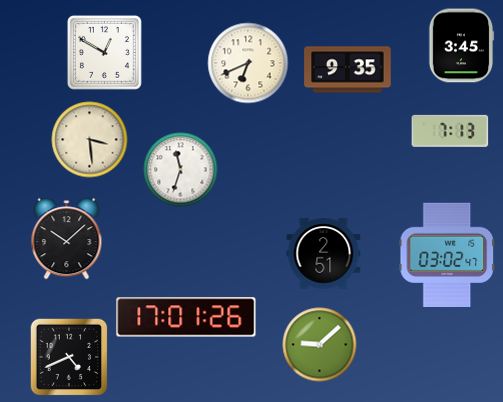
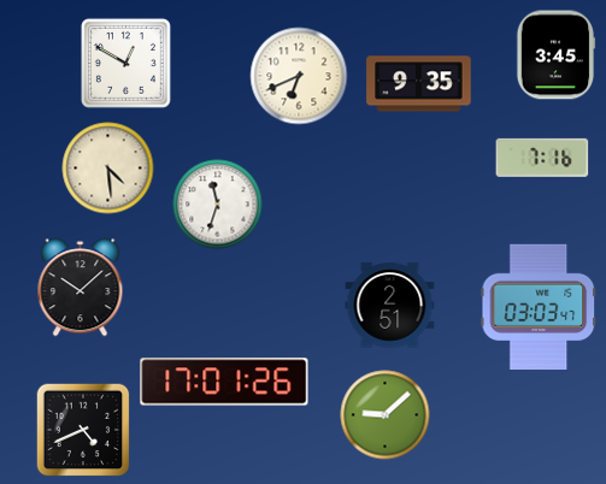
clock at (450, 131): 7:13 -> 7:16
clock at (90, 140): 3:29 -> 4:29
clock at (447, 255): 03:02 -> 03:03
